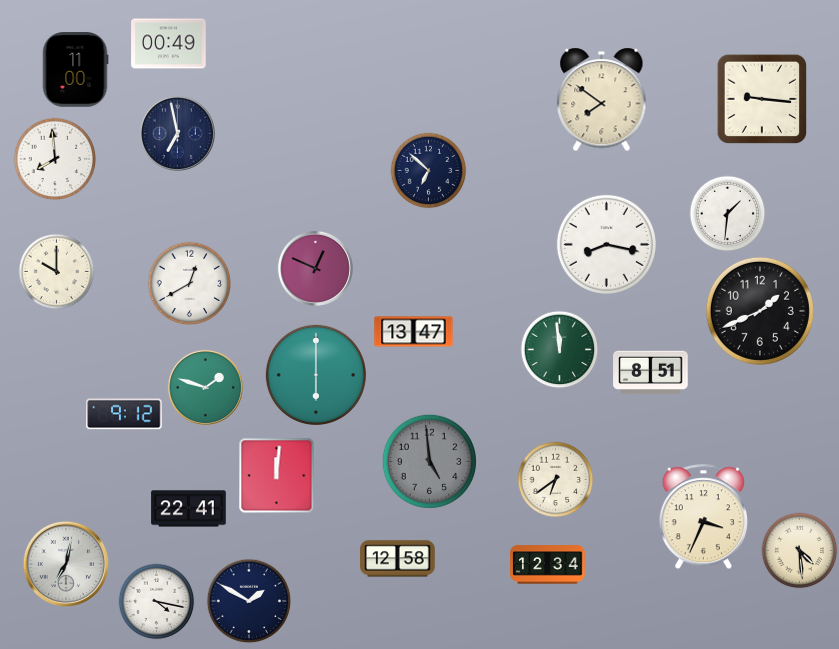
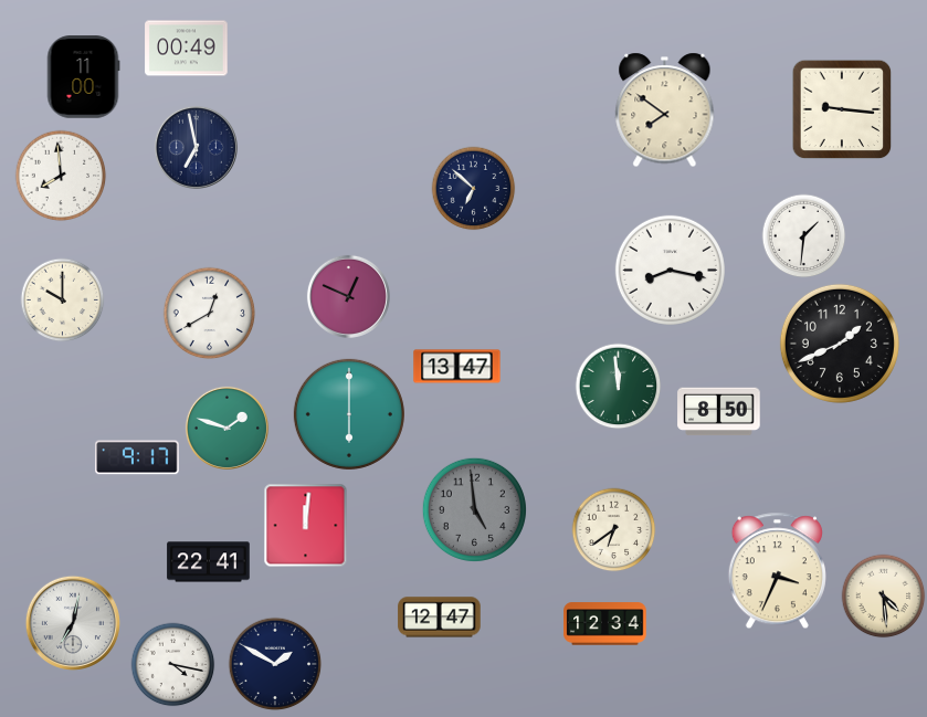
clock at (651, 373): 8:51 -> 8:50
clock at (124, 414): 9:12 -> 9:17
clock at (800, 551) position: (800, 551) -> (884, 597)
clock at (398, 559): 12:58 -> 12:47
